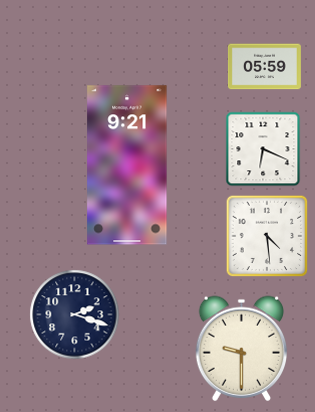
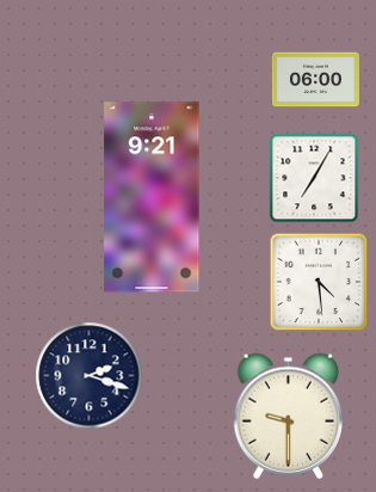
clock at (264, 67): 05:59 -> 06:00
clock at (263, 149): 6:19 -> 7:05
